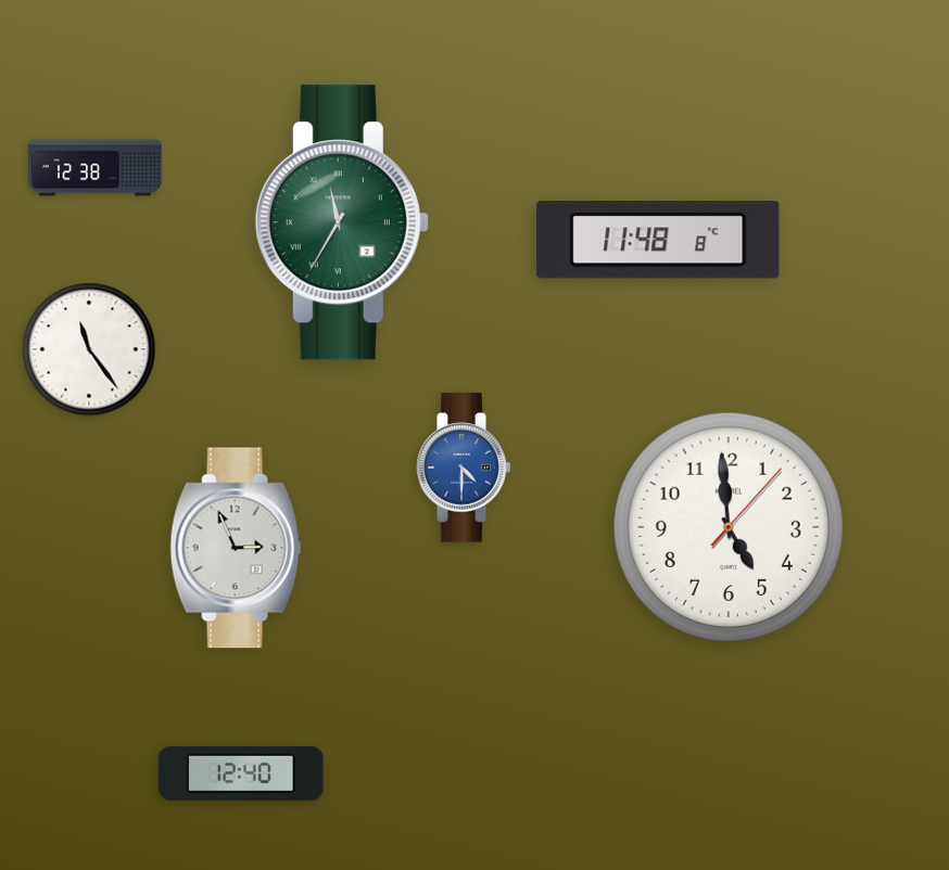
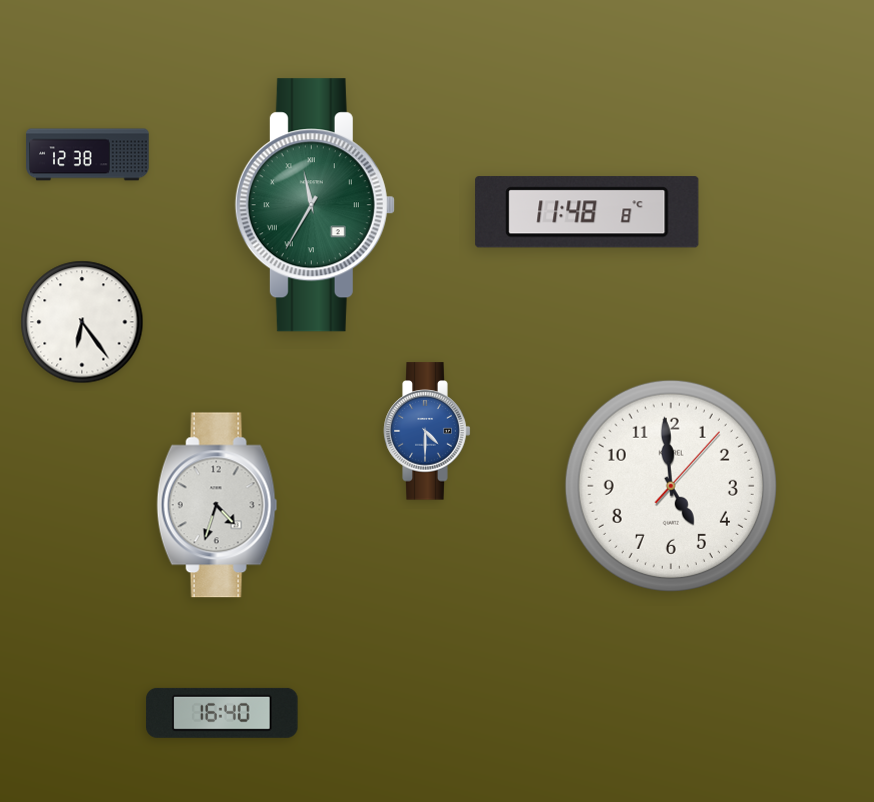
clock at (658, 240) position: (658, 240) -> (587, 212)
clock at (89, 349): 11:24 -> 6:24
clock at (236, 548): 2:56 -> 4:33
clock at (241, 773): 12:40 -> 16:40
